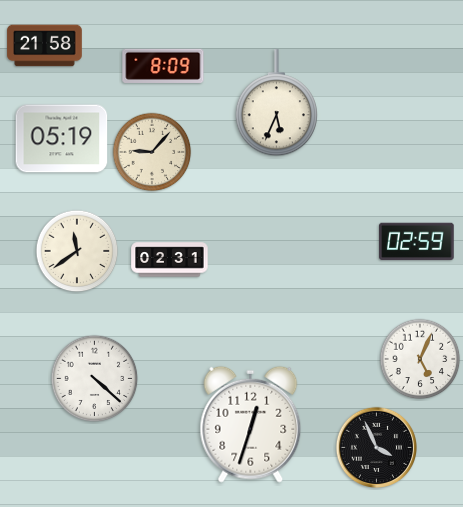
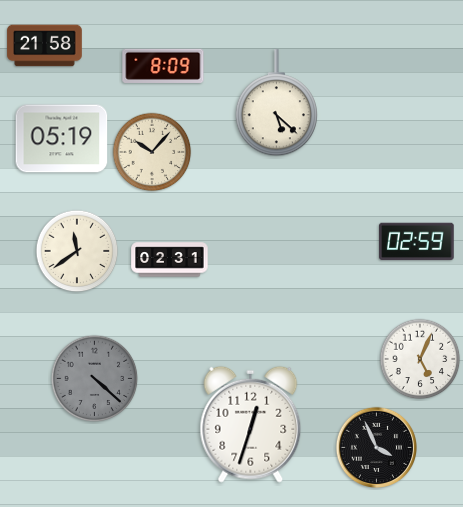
clock at (276, 103): 5:34 -> 5:22
clock at (152, 152): 9:07 -> 10:07
clock at (95, 379) dial: white -> grey
